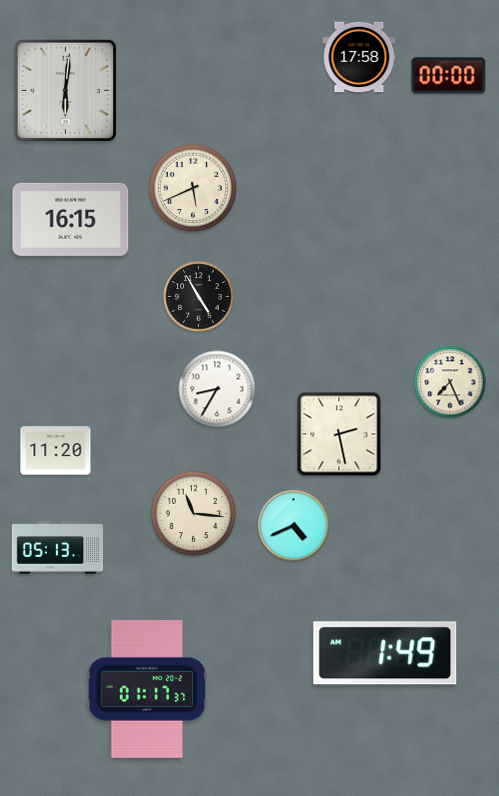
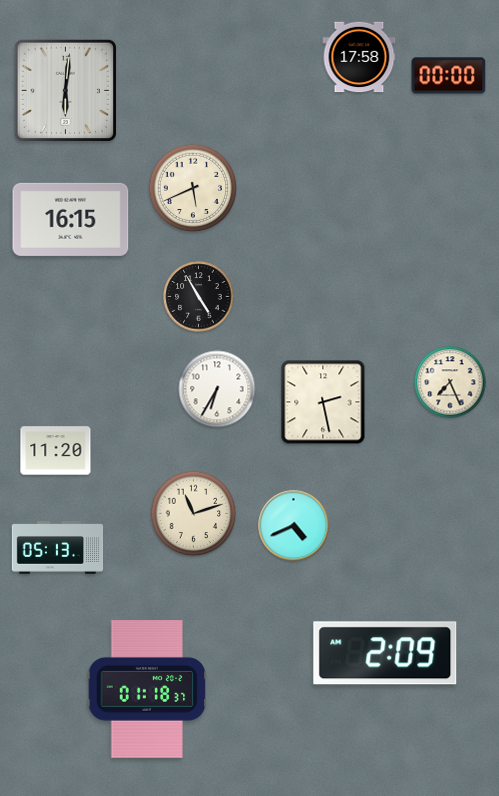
clock at (217, 389): 8:35 -> 6:35
clock at (339, 434) position: (339, 434) -> (323, 402)
clock at (194, 514): 11:16 -> 11:12
clock at (385, 653): 1:49 -> 2:09
clock at (147, 689): 01:17 -> 01:18
